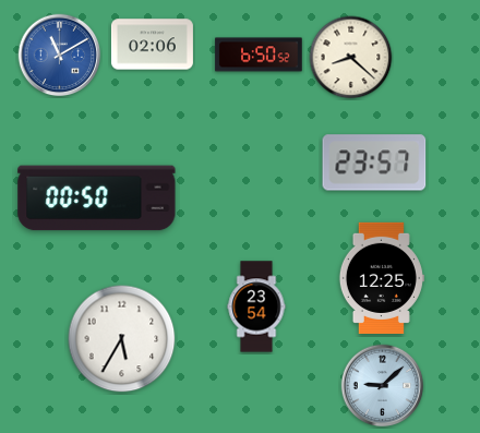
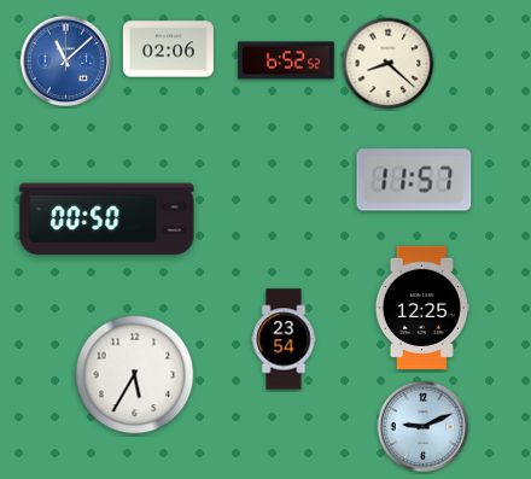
clock at (259, 55): 6:50 -> 6:52
clock at (60, 56): 11:10 -> 11:08
clock at (374, 163): 23:57 -> 11:57
clock at (383, 386): 9:08 -> 9:11
